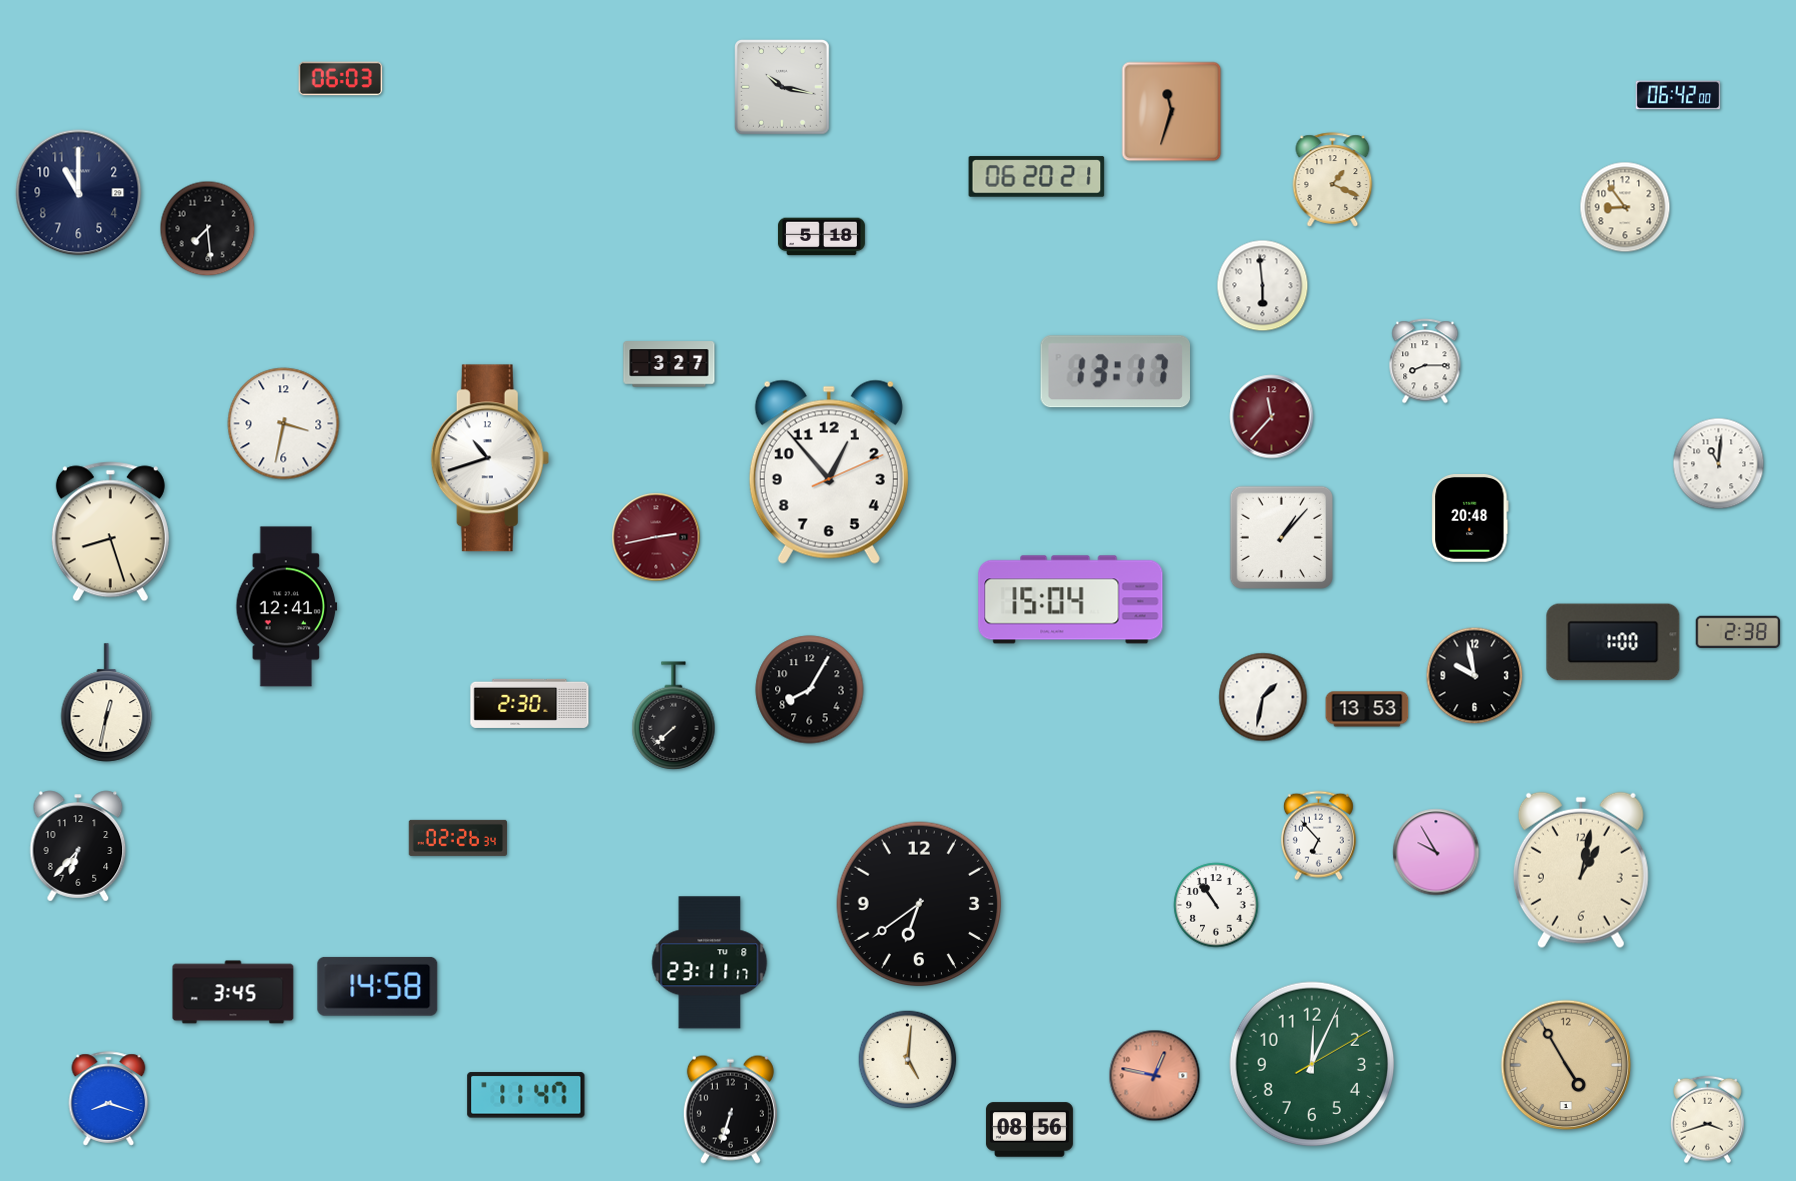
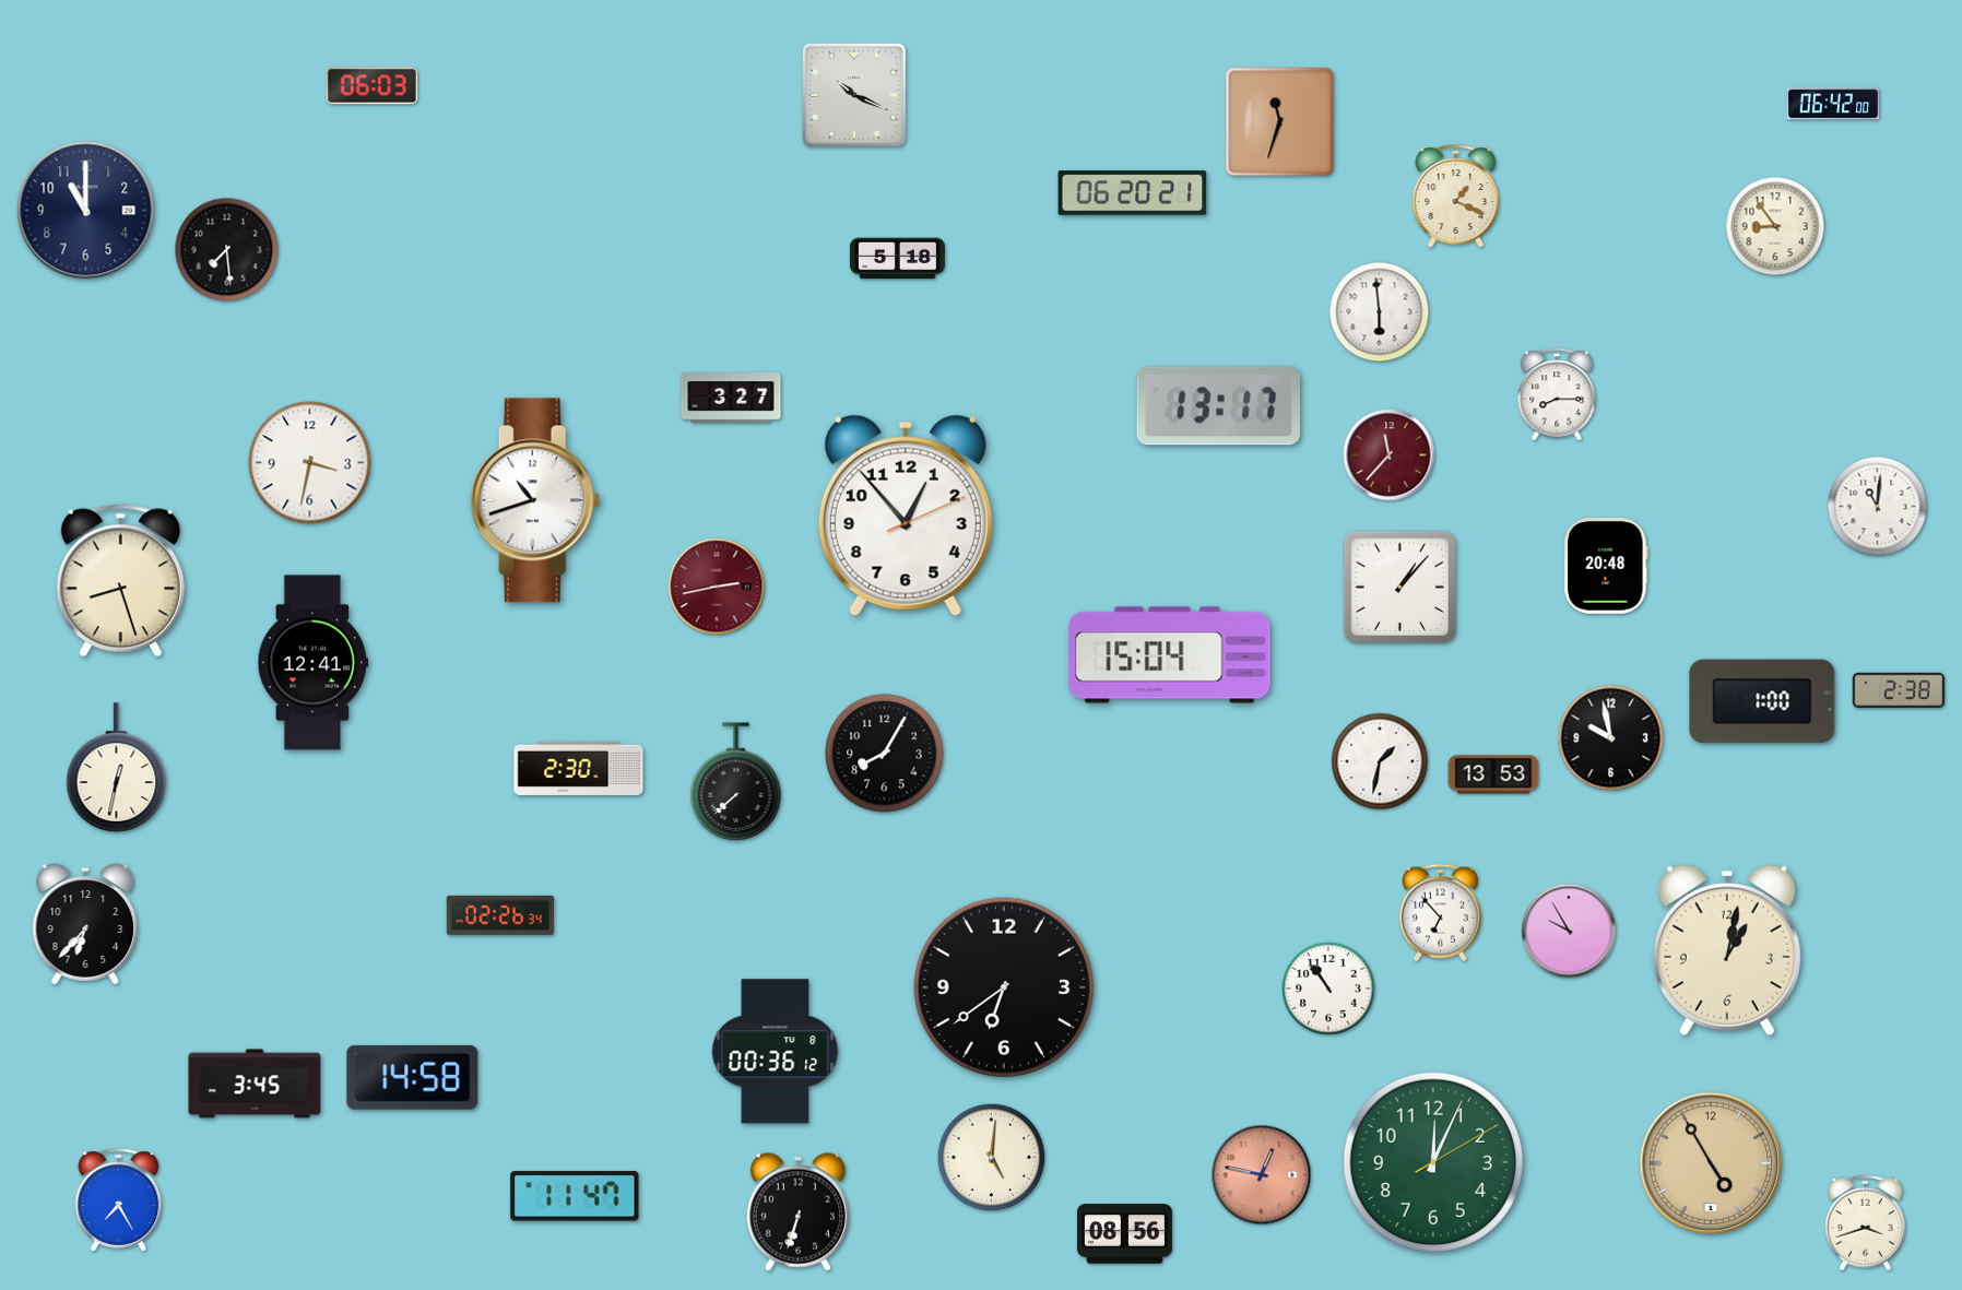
clock at (783, 88): 10:17 -> 10:19
clock at (710, 963): 23:11 -> 00:36
clock at (109, 1099): 8:18 -> 7:25
